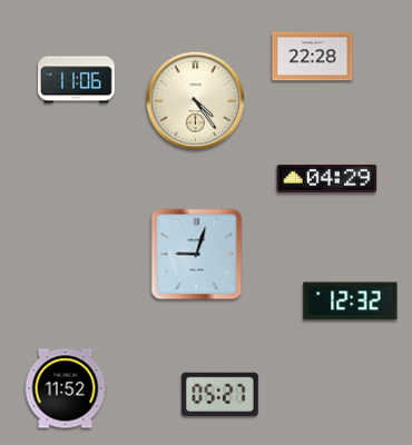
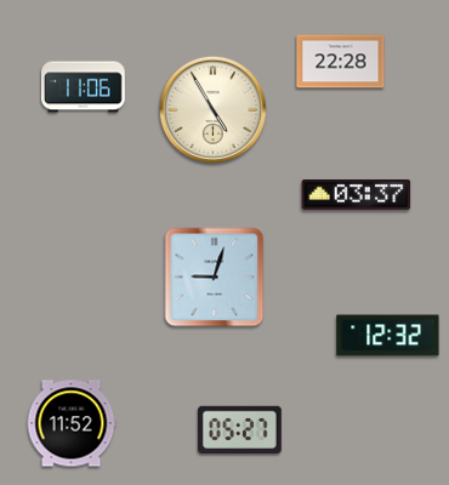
clock at (195, 100): 4:24 -> 4:55
clock at (327, 178): 04:29 -> 03:37
clock at (351, 301) position: (351, 301) -> (388, 336)
